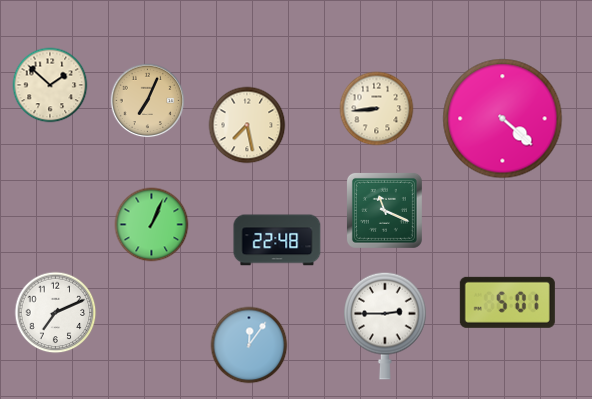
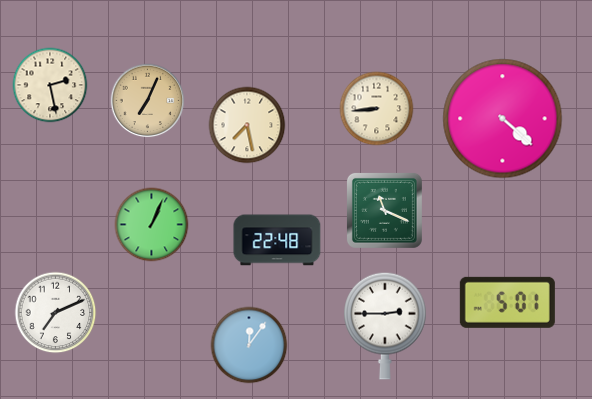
clock at (50, 85): 1:52 -> 2:28
